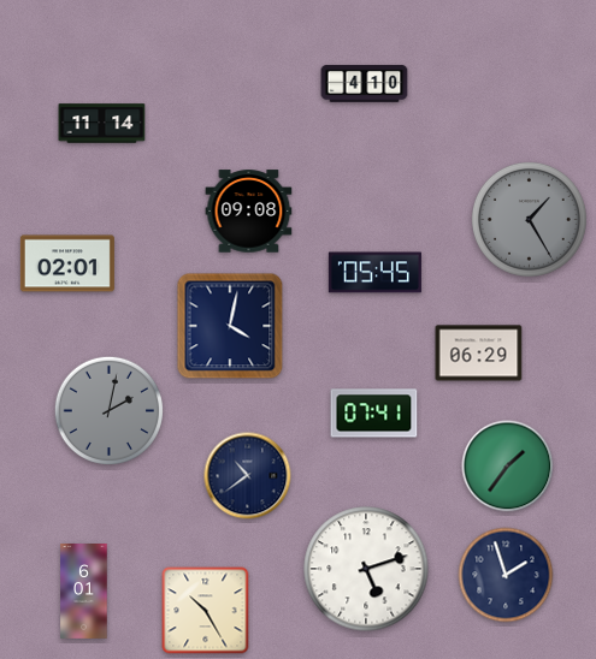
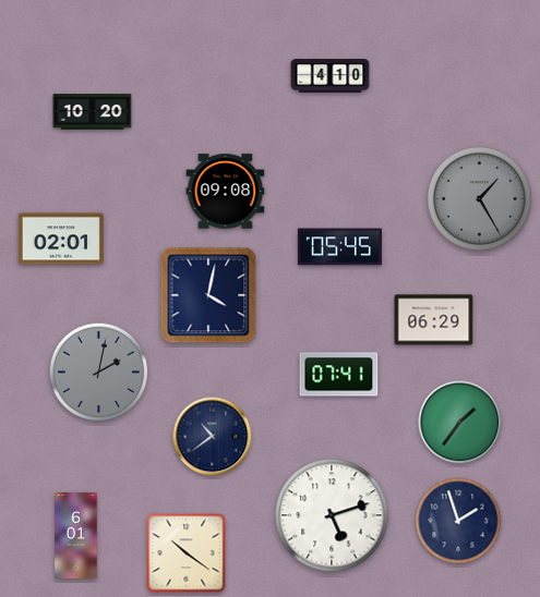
clock at (102, 124): 11:14 -> 10:20
clock at (248, 476) position: (248, 476) -> (213, 437)
clock at (206, 611): 10:25 -> 10:21
